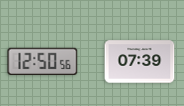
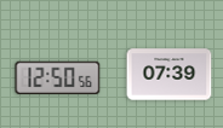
clock at (43, 61) position: (43, 61) -> (58, 77)
